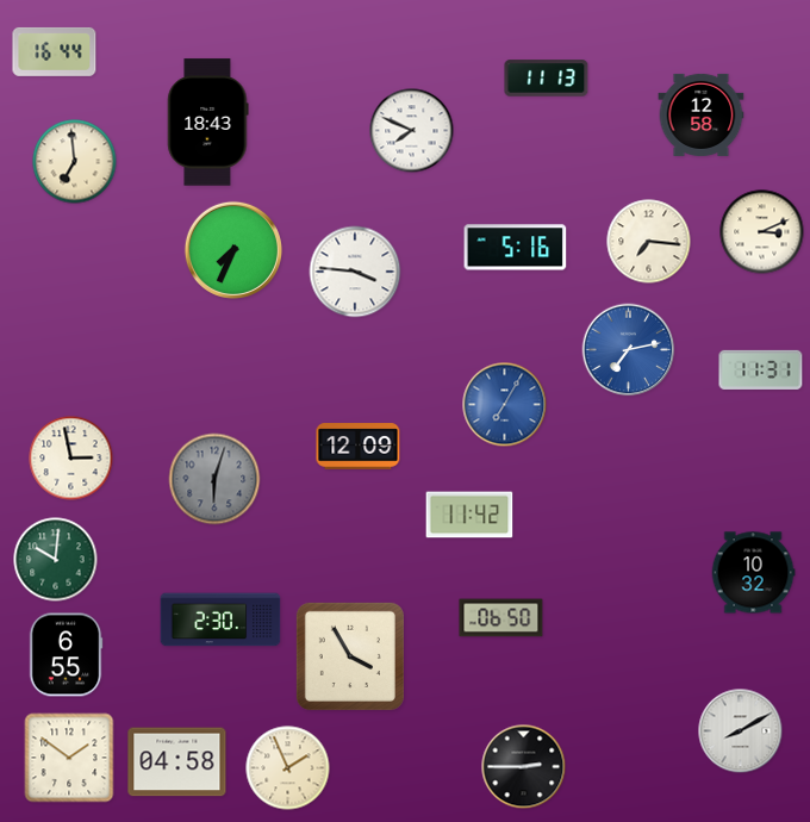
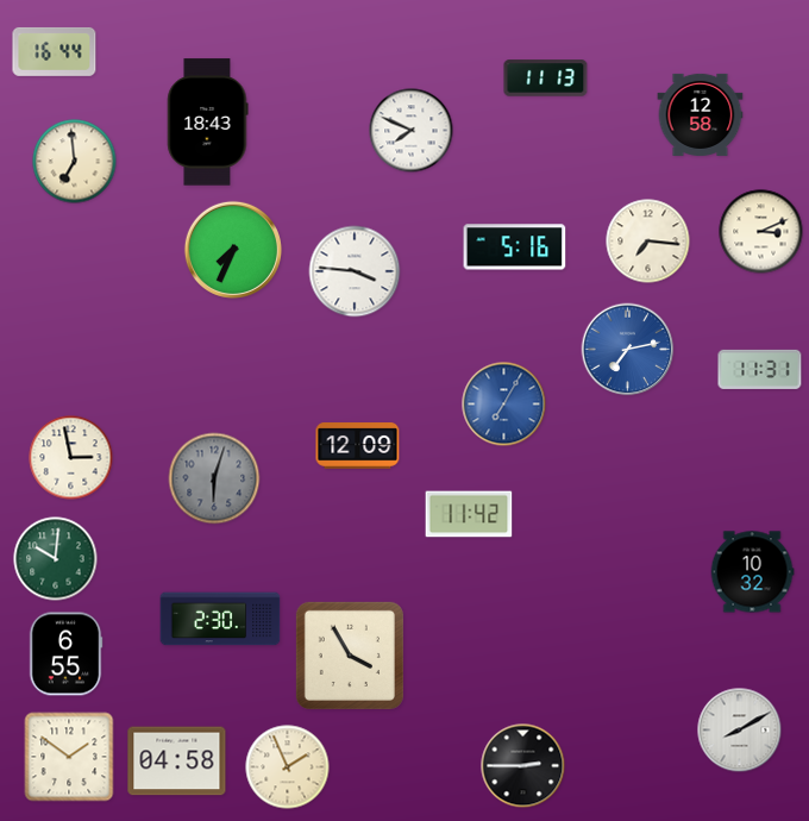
clock at (501, 618): 06:50 -> none
